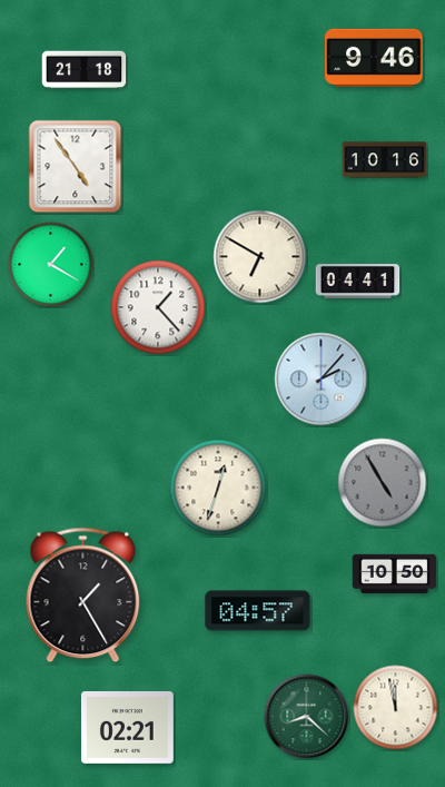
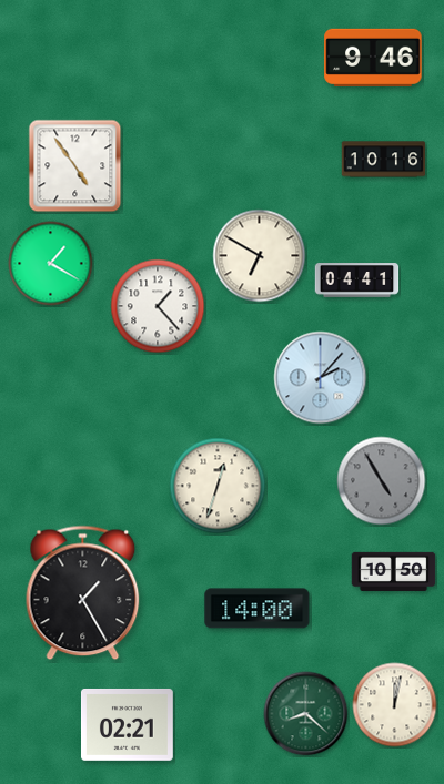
clock at (85, 70): 21:18 -> none
clock at (258, 611): 04:57 -> 14:00
clock at (396, 708): 11:58 -> 12:02
